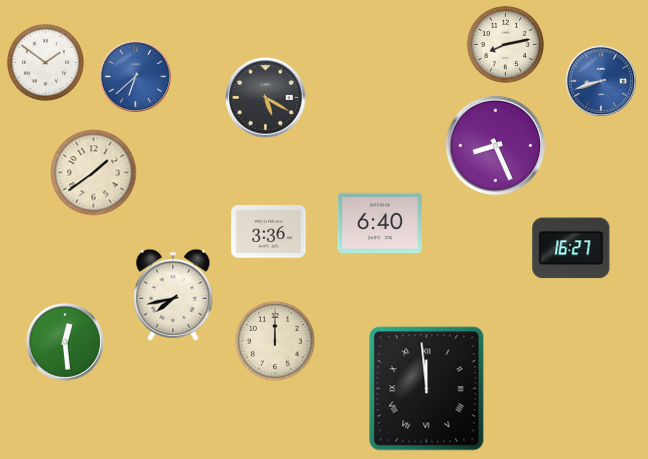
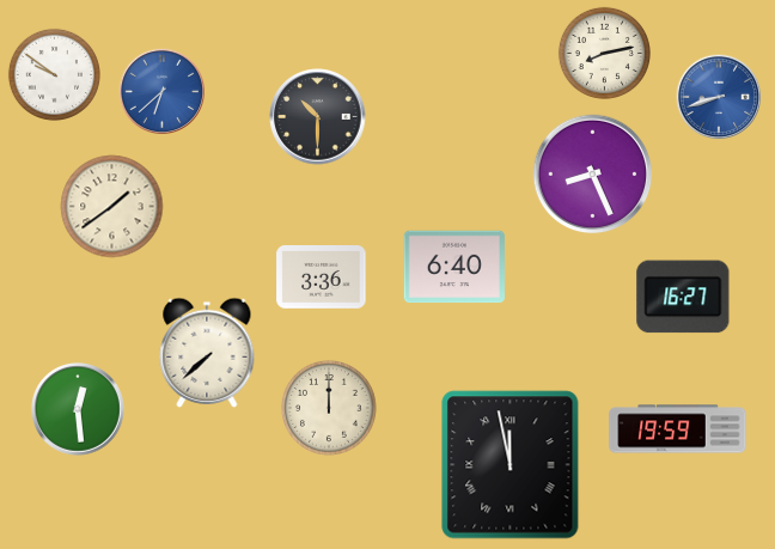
clock at (45, 62): 1:51 -> 9:51
clock at (266, 98): 5:20 -> 10:30
clock at (173, 295): 7:43 -> 7:38
clock at (678, 429): none -> 19:59
clock at (427, 389): 11:59 -> 11:58
